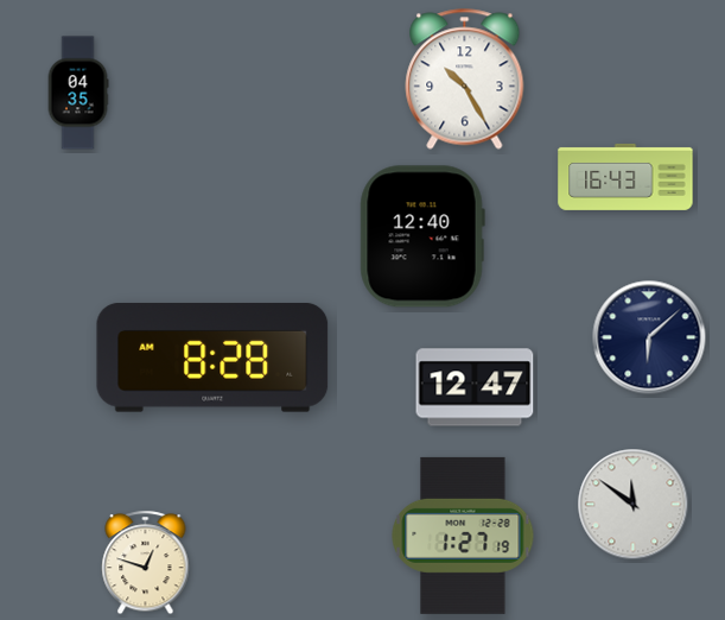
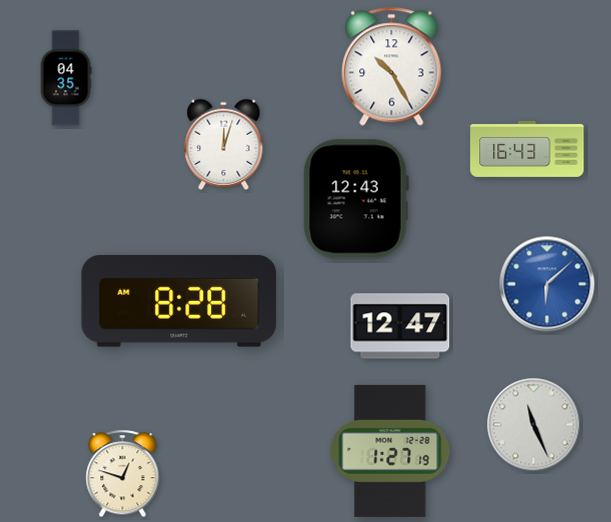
clock at (224, 144): none -> 12:03
clock at (422, 236): 12:40 -> 12:43
clock at (649, 337) dial: navy -> blue
clock at (634, 505): 11:51 -> 11:26
